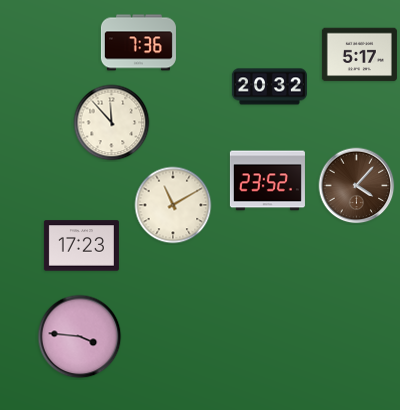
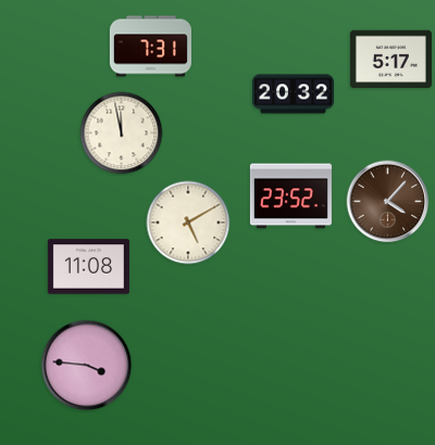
clock at (138, 43): 7:36 -> 7:31
clock at (112, 123): 11:53 -> 11:58
clock at (173, 205): 11:10 -> 5:10
clock at (81, 246): 17:23 -> 11:08
